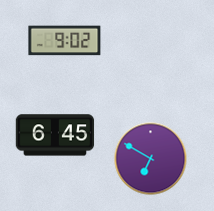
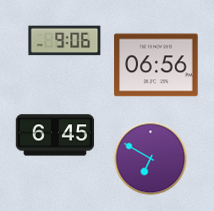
clock at (65, 41): 9:02 -> 9:06
clock at (156, 65): none -> 06:56
